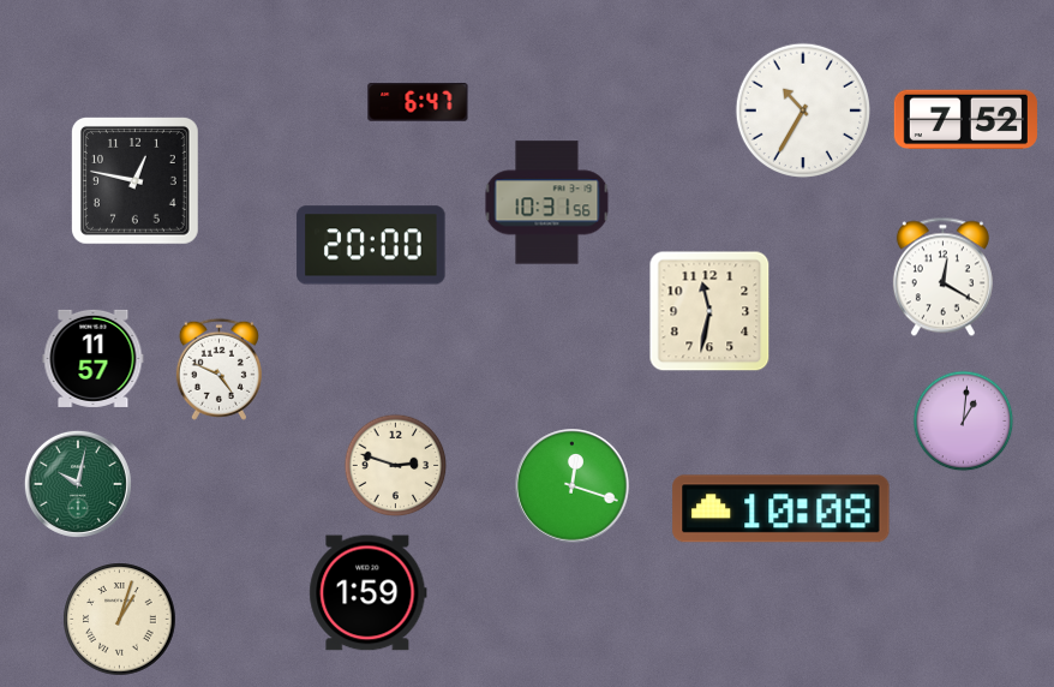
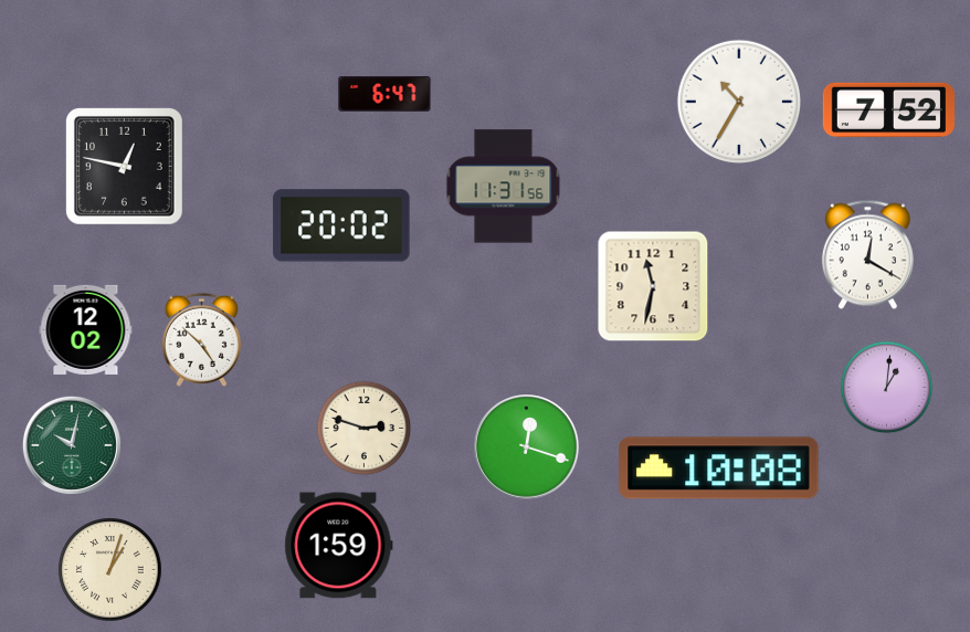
clock at (547, 203): 10:31 -> 11:31
clock at (371, 245): 20:00 -> 20:02
clock at (94, 358): 11:57 -> 12:02
clock at (218, 369): 4:49 -> 4:52
